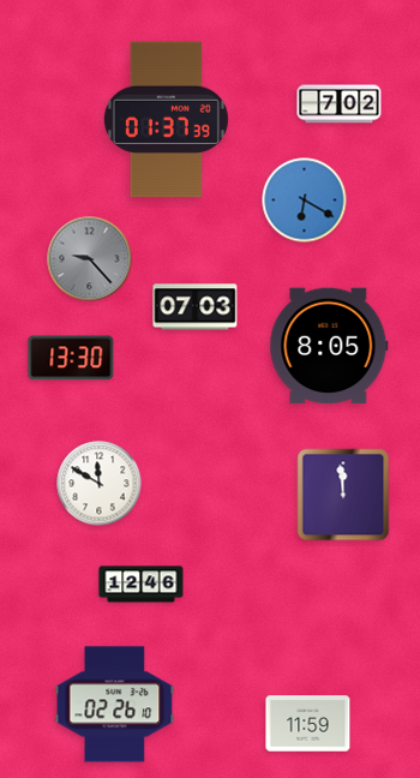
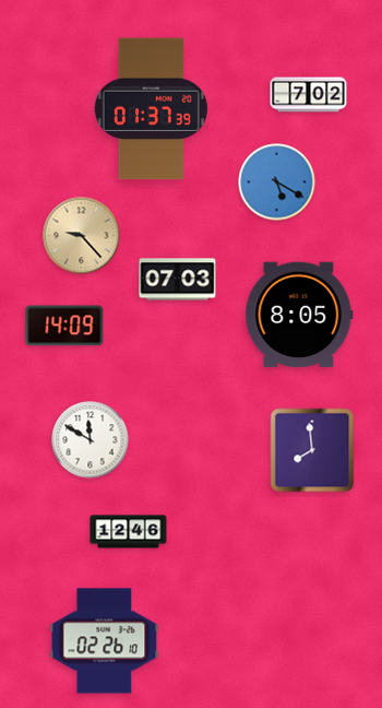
clock at (305, 201): 6:20 -> 5:20
clock at (90, 259) dial: grey -> champagne
clock at (71, 358): 13:30 -> 14:09
clock at (343, 495): 11:59 -> 7:59
clock at (308, 724): 11:59 -> none
